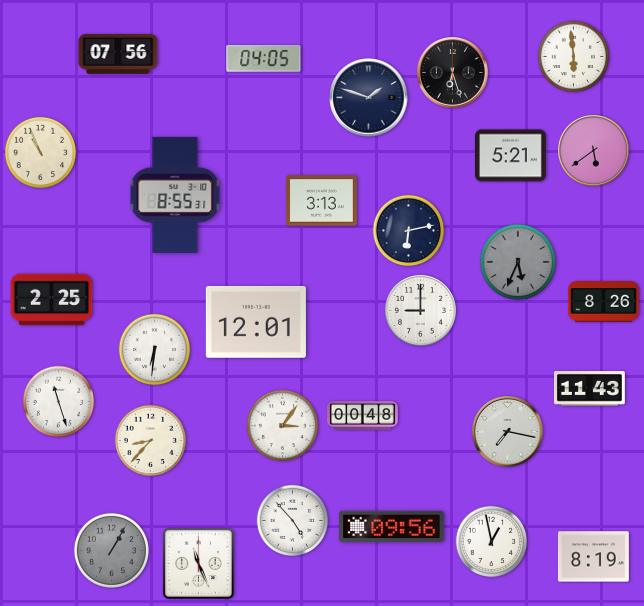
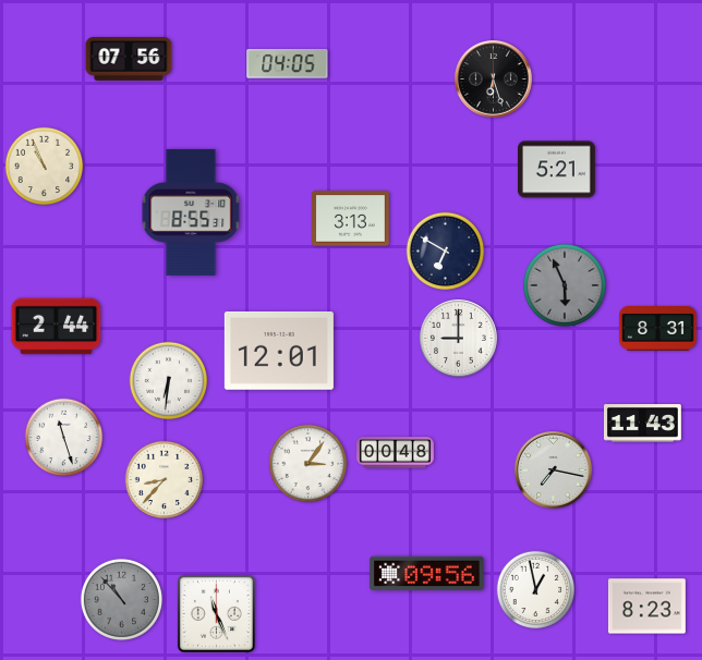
clock at (574, 57): 5:59 -> none
clock at (369, 98): 1:48 -> none
clock at (594, 151): 5:39 -> none
clock at (409, 231): 6:13 -> 6:50
clock at (518, 262): 5:34 -> 5:56
clock at (52, 300): 2:25 -> 2:44
clock at (604, 302): 8:26 -> 8:31
clock at (293, 521): 4:53 -> none
clock at (111, 550): 1:05 -> 10:53
clock at (594, 557): 8:19 -> 8:23
